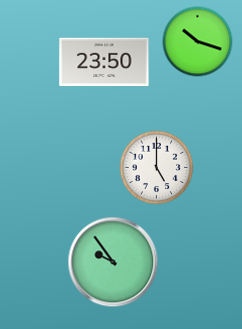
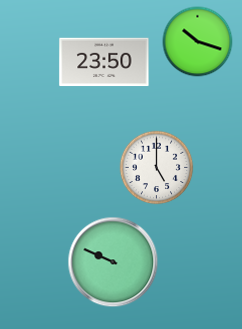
clock at (113, 262): 9:54 -> 9:49
